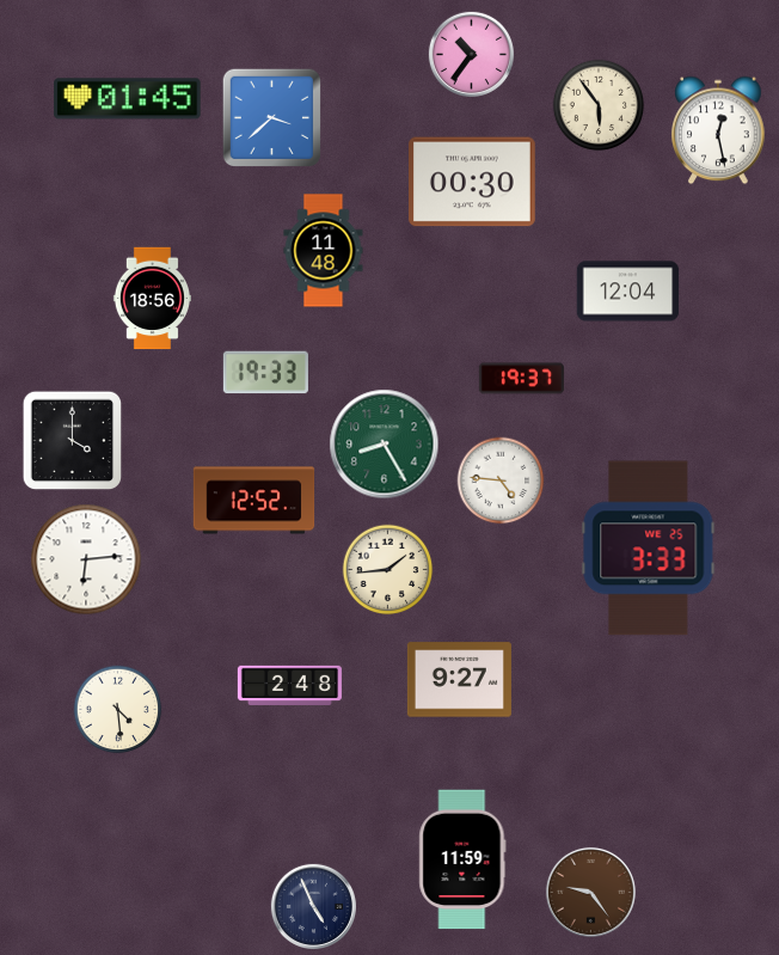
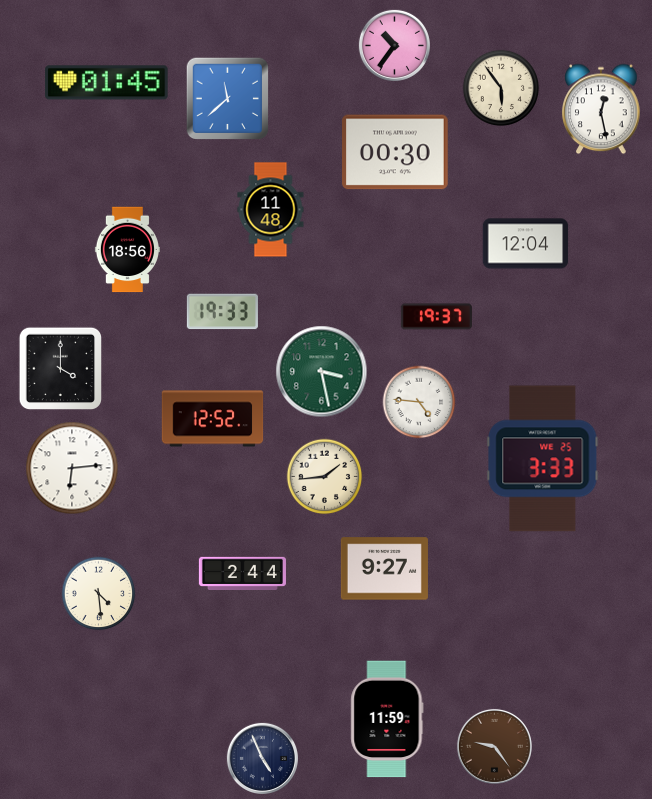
clock at (272, 118): 3:38 -> 11:38
clock at (385, 445): 8:25 -> 3:28
clock at (289, 685): 2:48 -> 2:44
